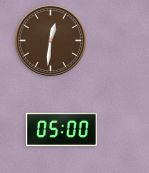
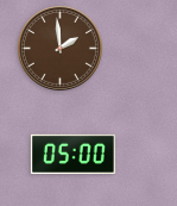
clock at (50, 40): 12:31 -> 1:59
